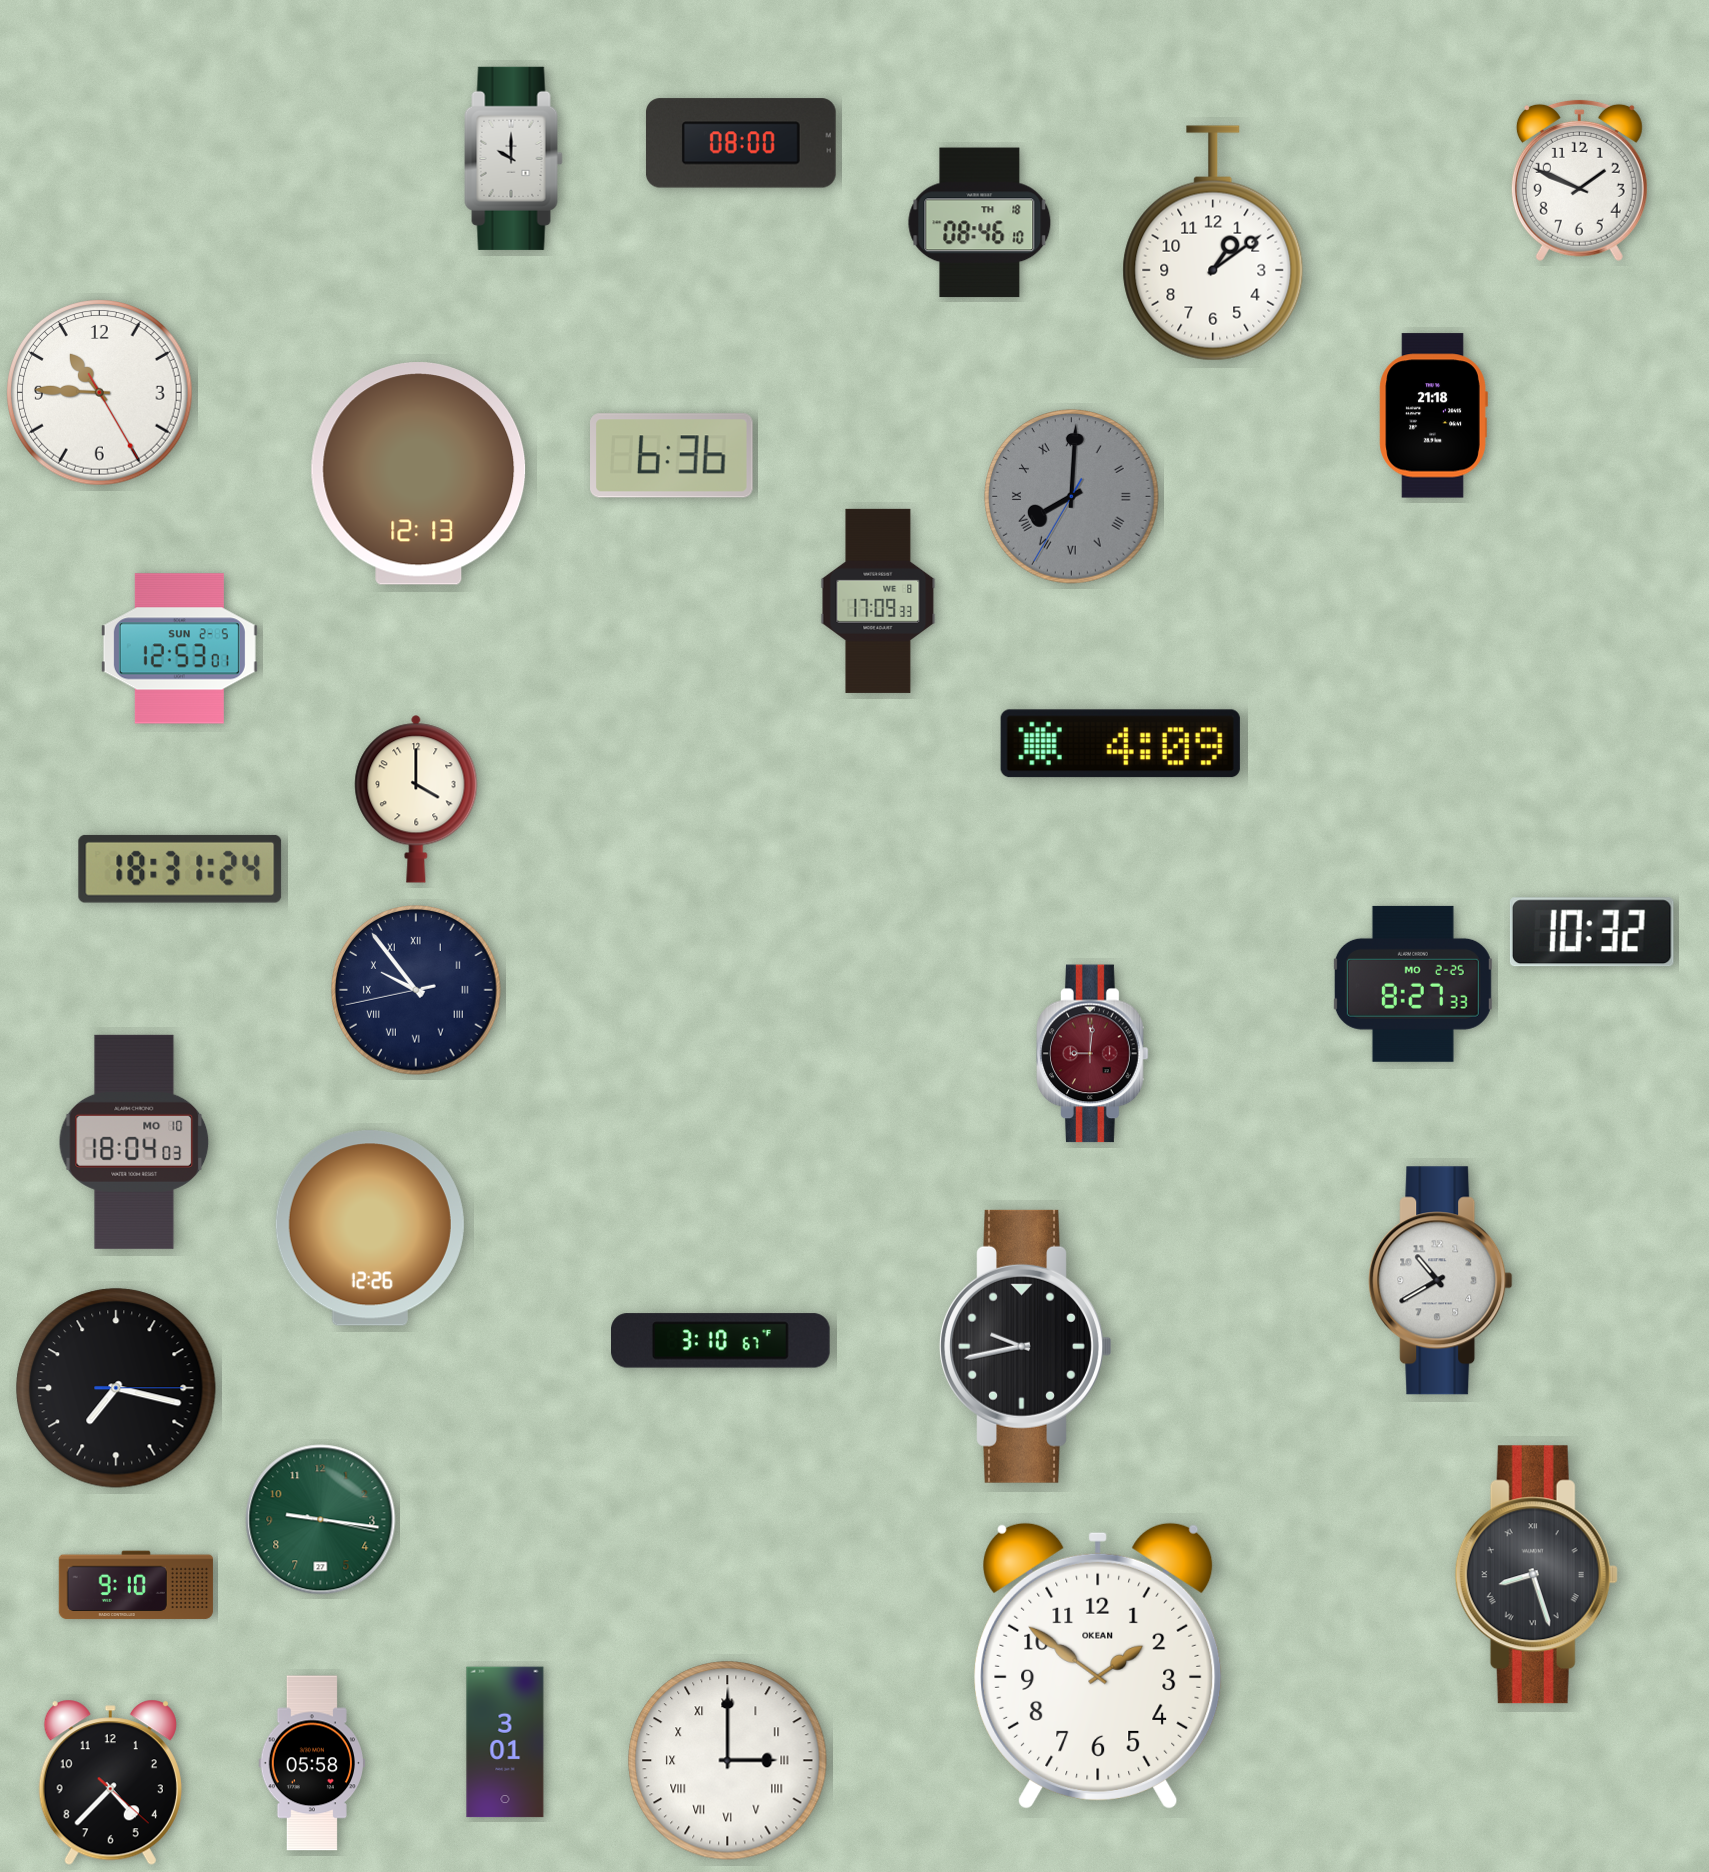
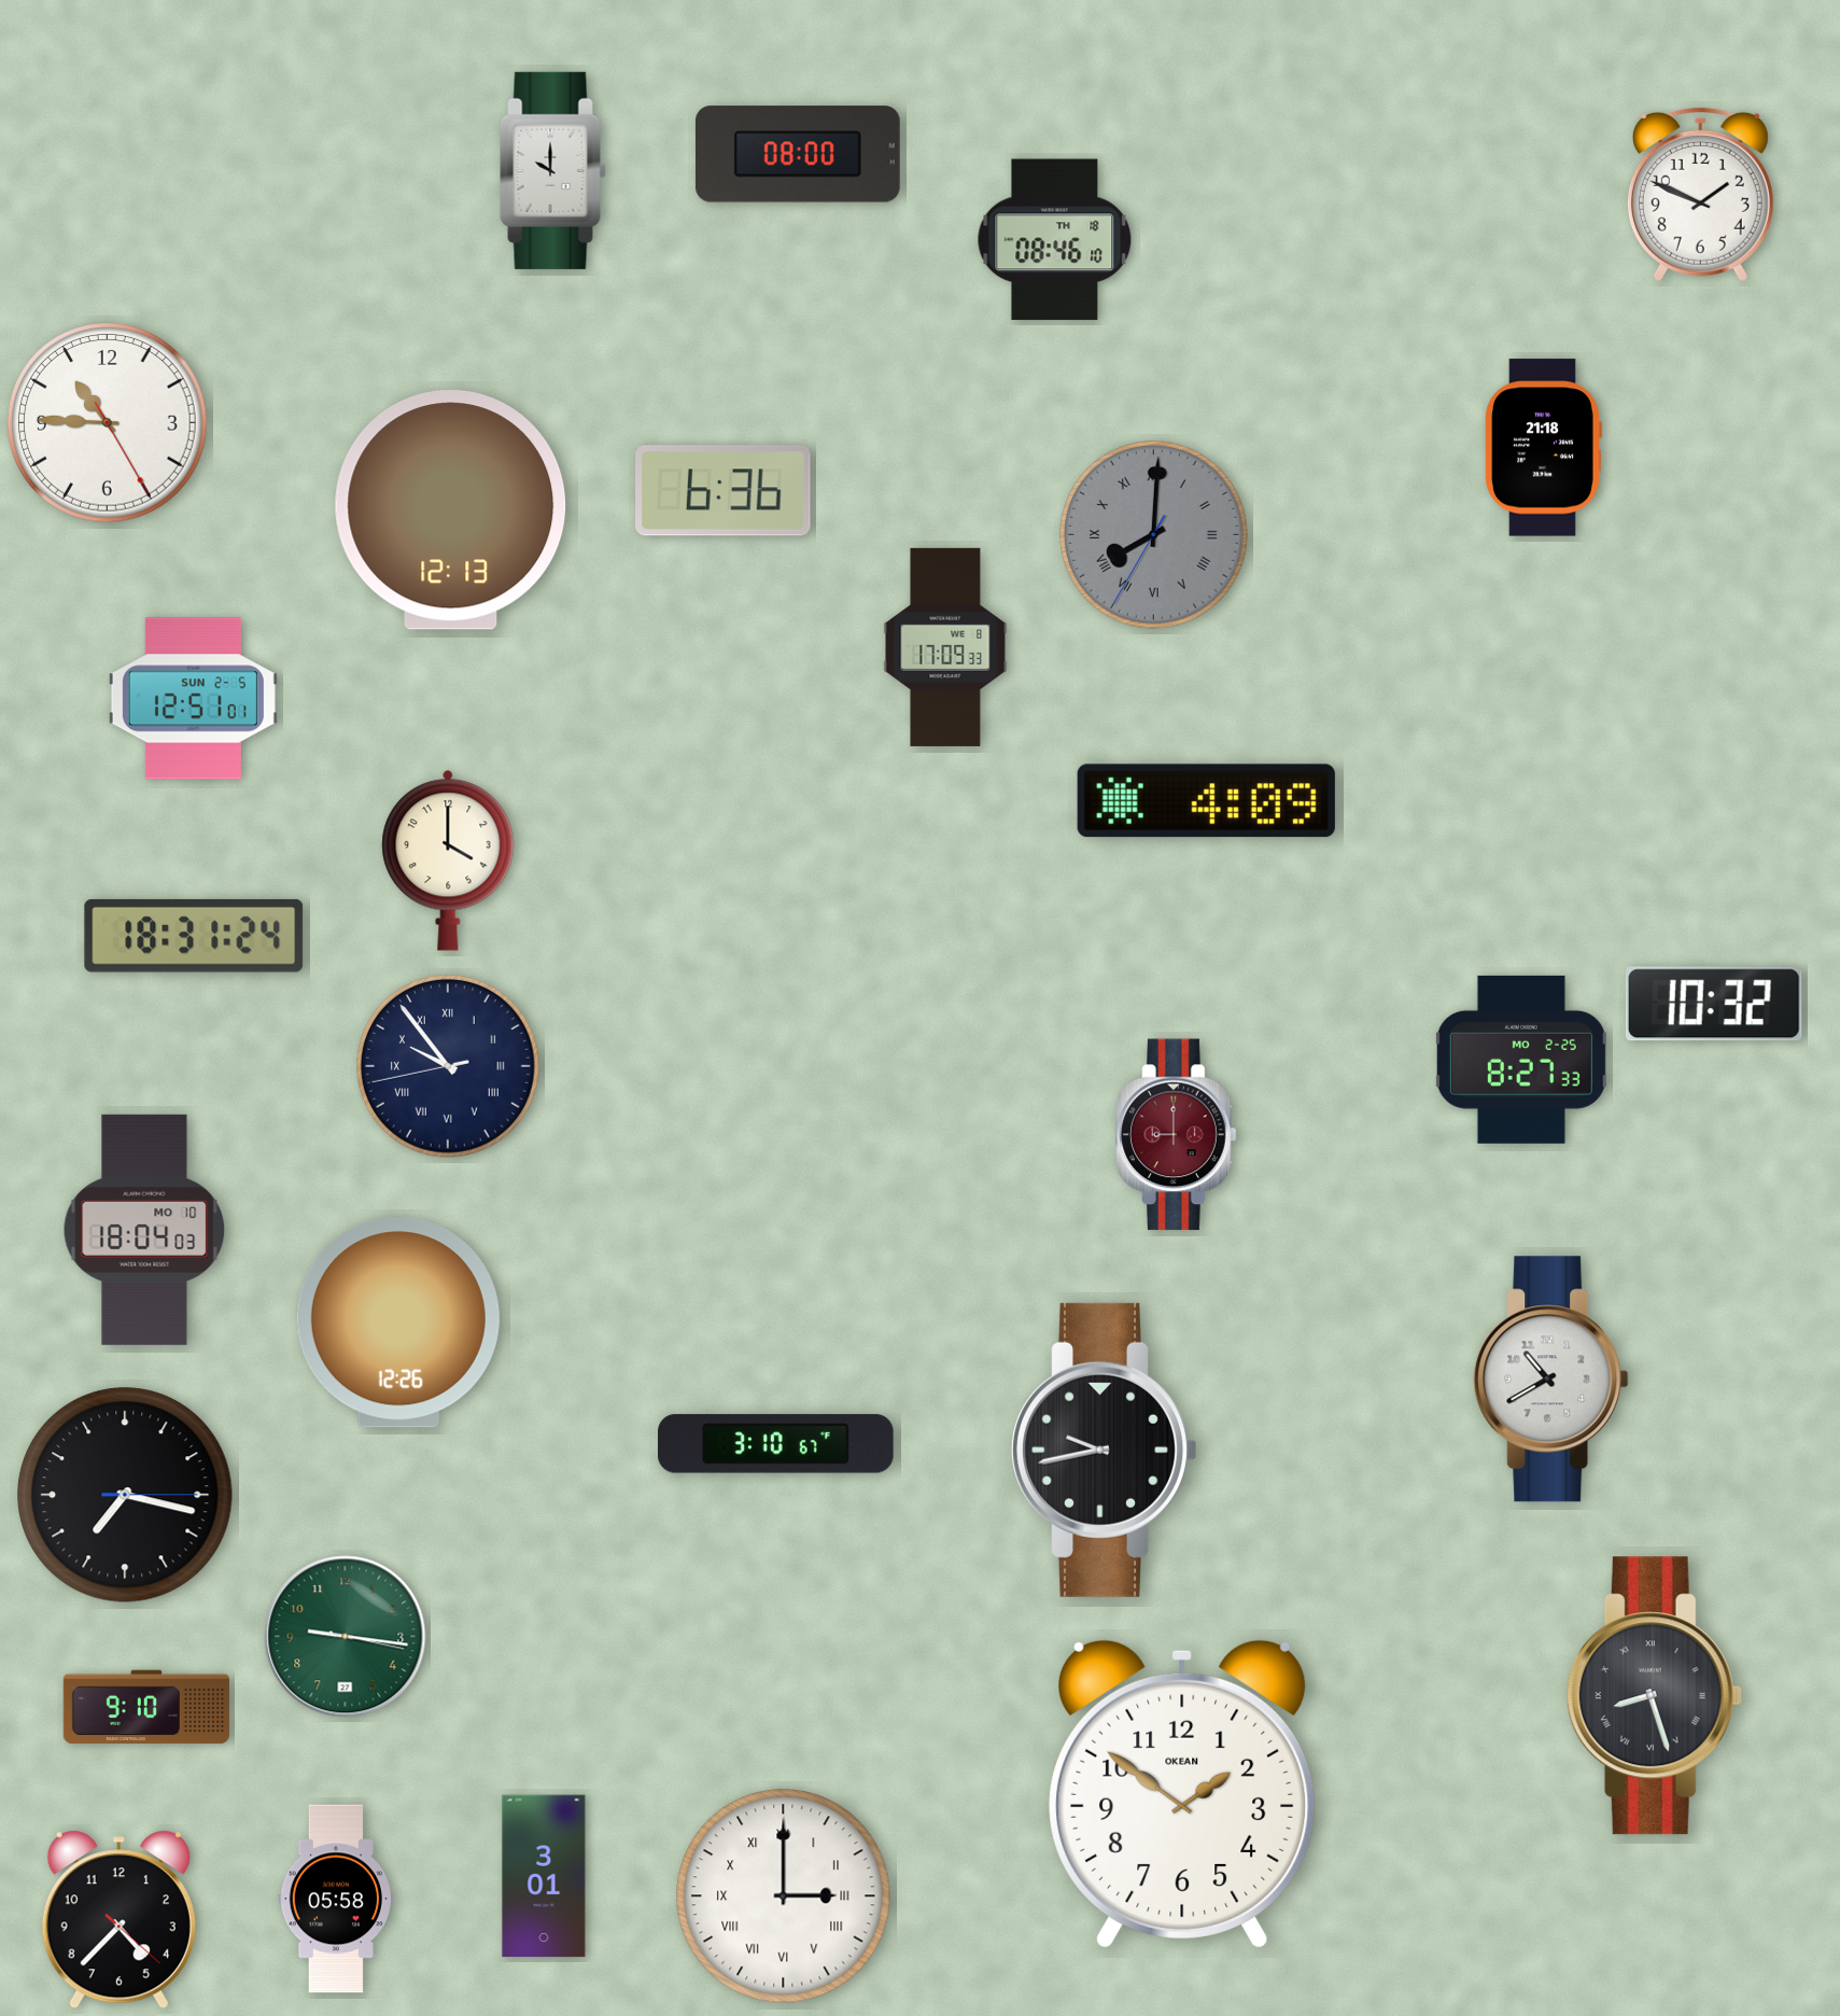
clock at (1213, 243): 1:09 -> none
clock at (179, 649): 12:53 -> 12:51
clock at (1093, 1054): 9:01 -> 9:00
